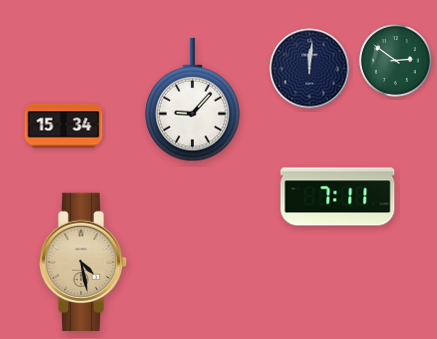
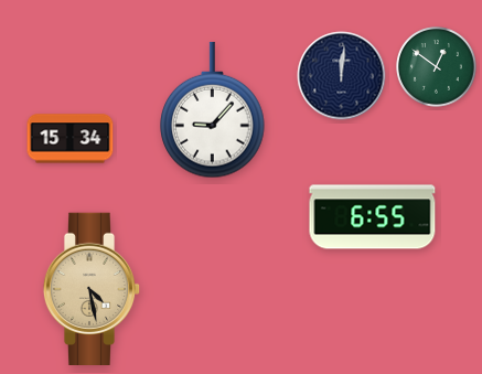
clock at (396, 61): 2:51 -> 12:51
clock at (338, 197): 7:11 -> 6:55
